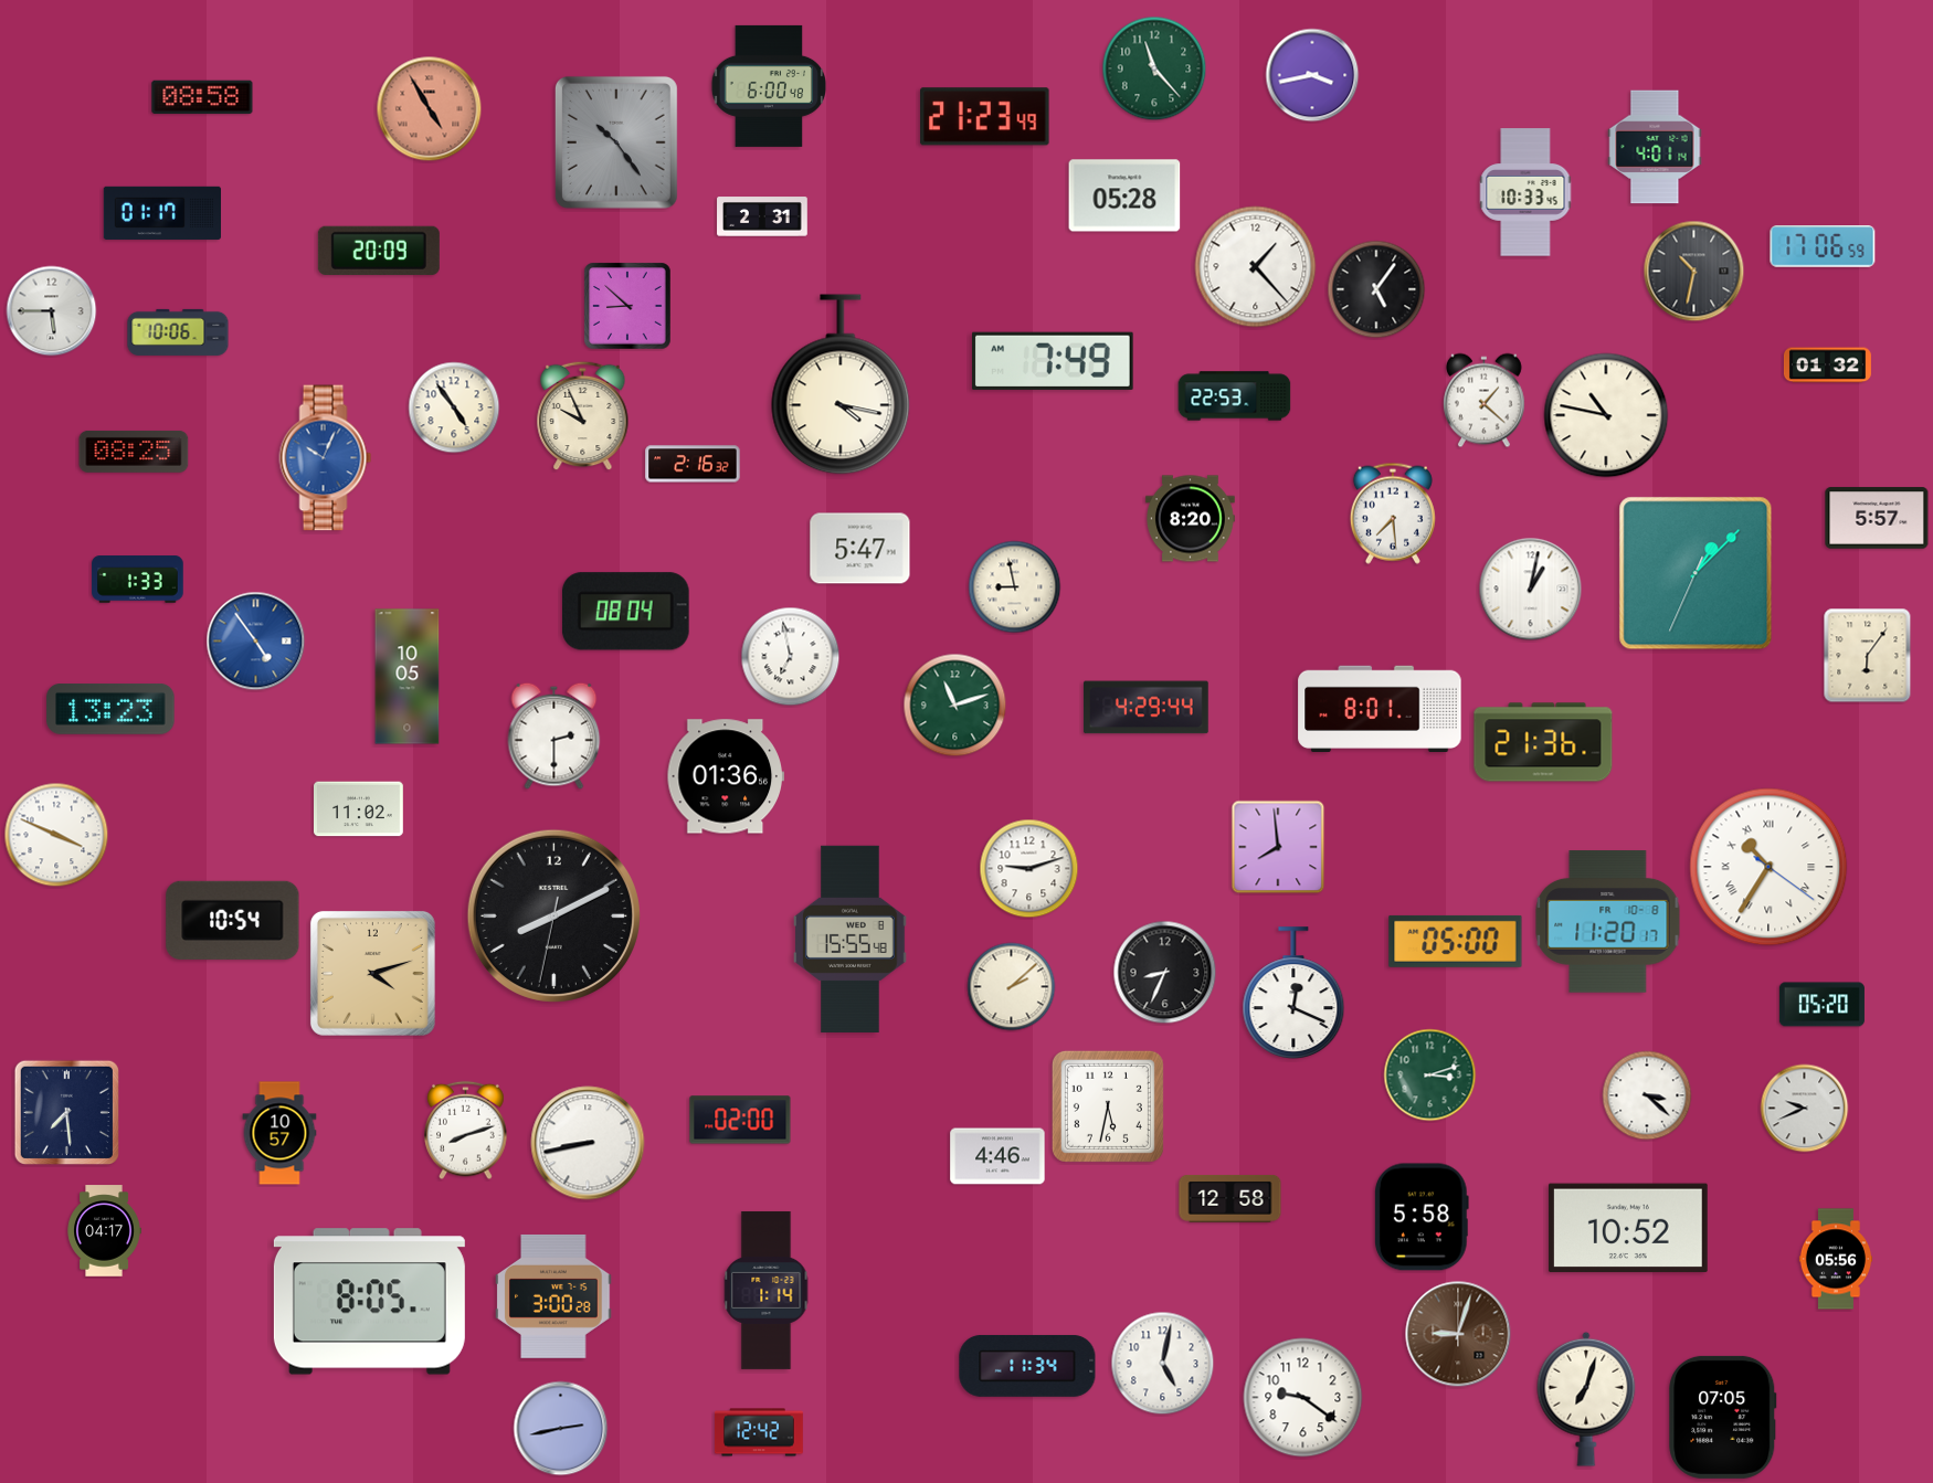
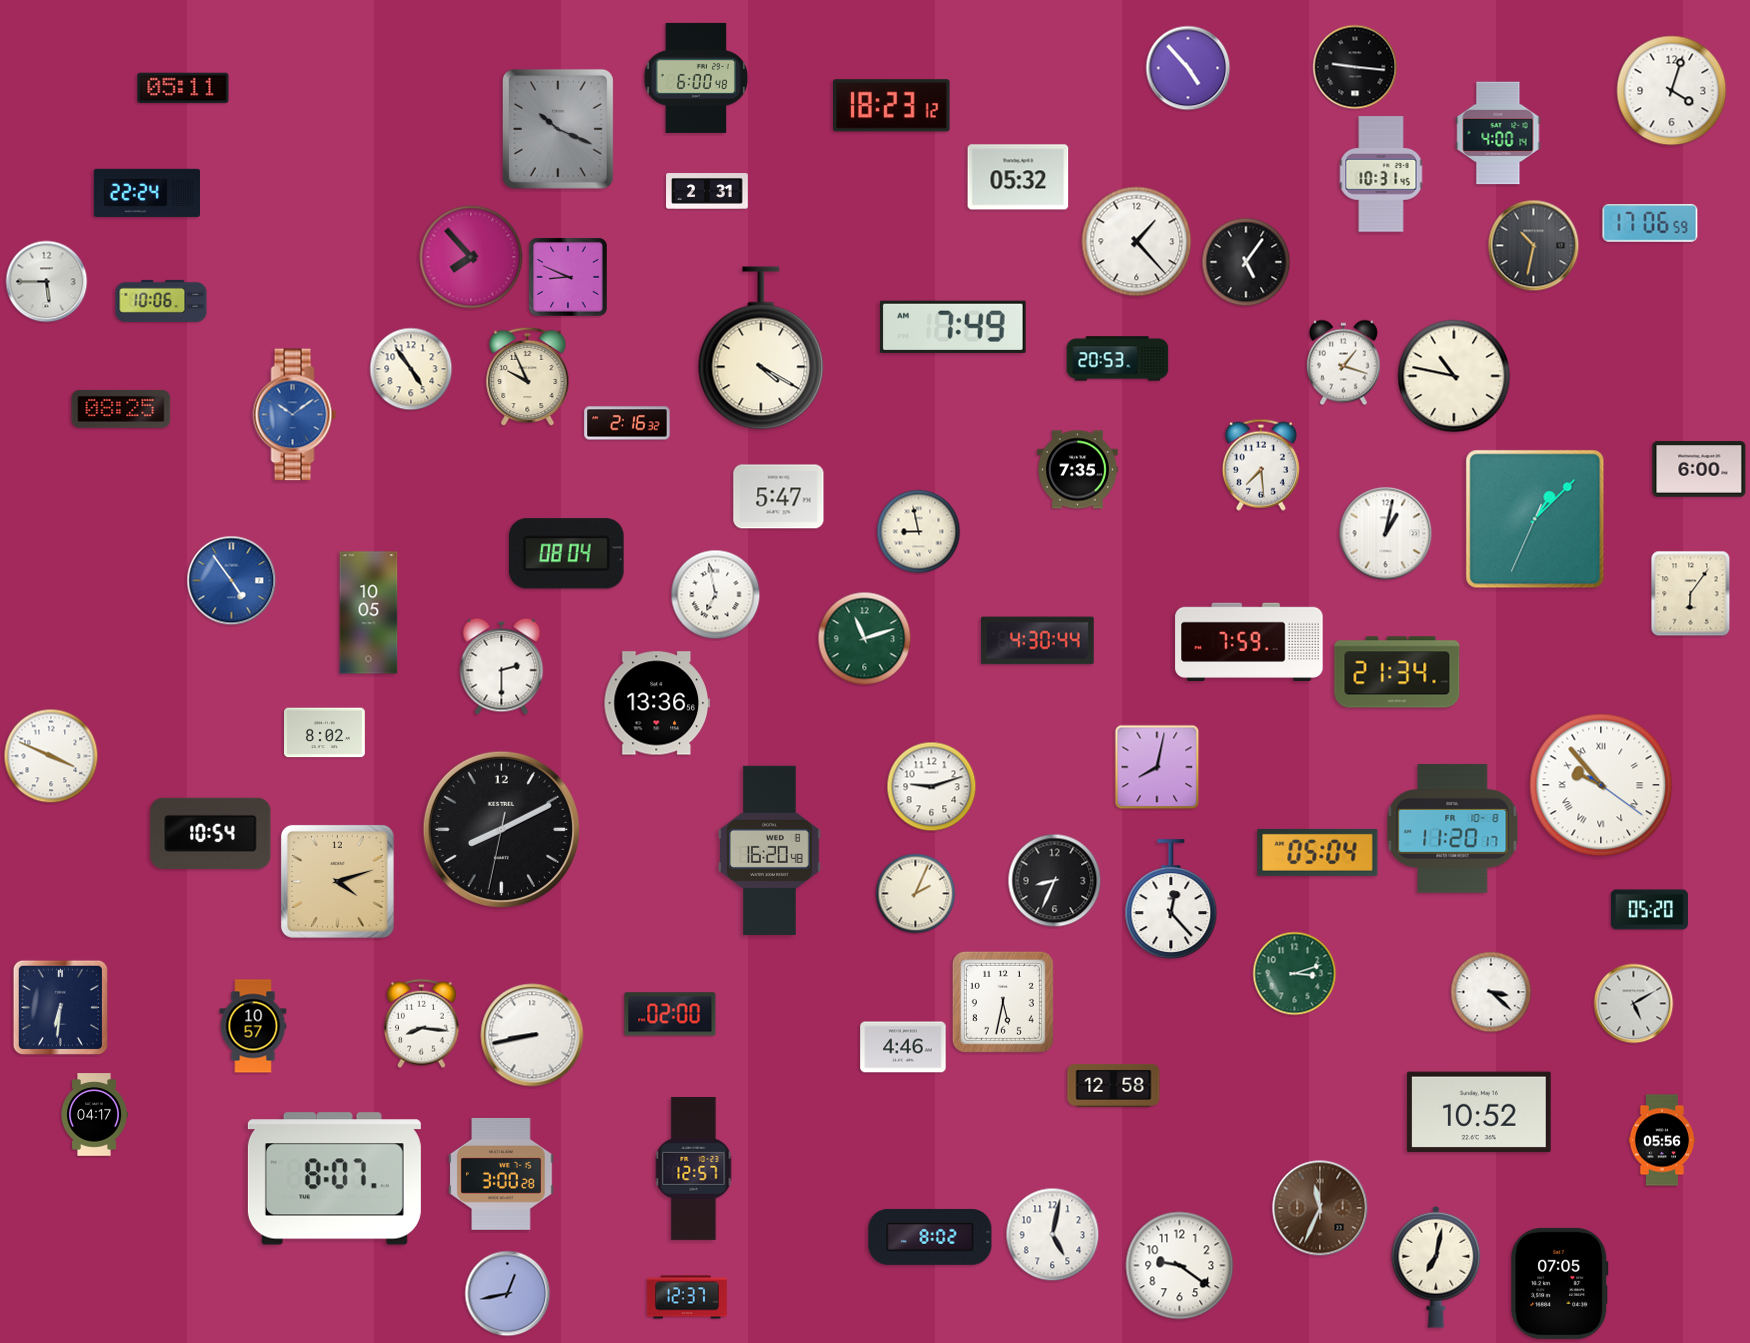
clock at (1154, 68): 11:23 -> none
clock at (1355, 67): none -> 9:16
clock at (1312, 75): 3:43 -> 4:53
clock at (202, 97): 08:58 -> 05:11
clock at (1672, 91): none -> 4:03
clock at (430, 109): 4:55 -> none
clock at (985, 117): 21:23 -> 18:23
clock at (616, 142): 10:24 -> 10:19
clock at (1655, 147): 4:01 -> 4:00
clock at (1525, 192): 10:33 -> 10:31
clock at (1124, 195): 05:28 -> 05:32
clock at (161, 212): 01:17 -> 22:24
clock at (762, 216) position: (762, 216) -> (707, 191)
clock at (379, 251): 20:09 -> none
clock at (471, 257): none -> 7:53
clock at (627, 306): 8:52 -> 8:49
clock at (1827, 366): 01:32 -> none
clock at (841, 384): 4:17 -> 4:20
clock at (1235, 396): 22:53 -> 20:53
clock at (1483, 401): 1:22 -> 1:18
clock at (326, 458): 10:04 -> 10:09
clock at (693, 464) position: (693, 464) -> (627, 423)
clock at (1877, 518): 5:57 -> 6:00
clock at (1191, 519): 8:20 -> 7:35
clock at (138, 580): 1:33 -> none
clock at (1145, 708): 4:29 -> 4:30
clock at (1380, 708): 8:01 -> 7:59
clock at (110, 710): 13:23 -> none
clock at (1543, 742): 21:36 -> 21:34
clock at (726, 776): 01:36 -> 13:36
clock at (359, 809): 11:02 -> 8:02
clock at (1278, 847): 7:59 -> 8:02
clock at (1768, 867): 10:35 -> 9:53
clock at (1608, 922) position: (1608, 922) -> (1453, 829)
clock at (851, 939): 15:55 -> 16:20
clock at (1456, 941): 05:00 -> 05:04
clock at (1012, 987): 2:08 -> 2:04
clock at (1293, 993): 12:19 -> 12:23
clock at (1805, 1109): 9:41 -> 5:10
clock at (66, 1112): 7:29 -> 6:31
clock at (466, 1131): 8:12 -> 8:16
clock at (1422, 1217): 5:58 -> none
clock at (1628, 1228) position: (1628, 1228) -> (1479, 1112)
clock at (767, 1290): 1:14 -> 12:57
clock at (369, 1302): 8:05 -> 8:07
clock at (1458, 1334): 9:03 -> 11:34
clock at (1027, 1366): 11:34 -> 8:02
clock at (1586, 1399): 7:03 -> 7:02
clock at (561, 1429): 2:43 -> 12:43
clock at (759, 1432): 12:42 -> 12:37
